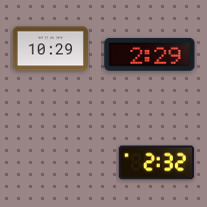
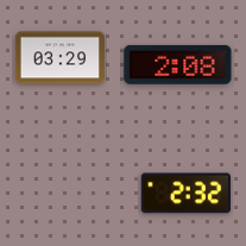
clock at (51, 49): 10:29 -> 03:29
clock at (150, 54): 2:29 -> 2:08
